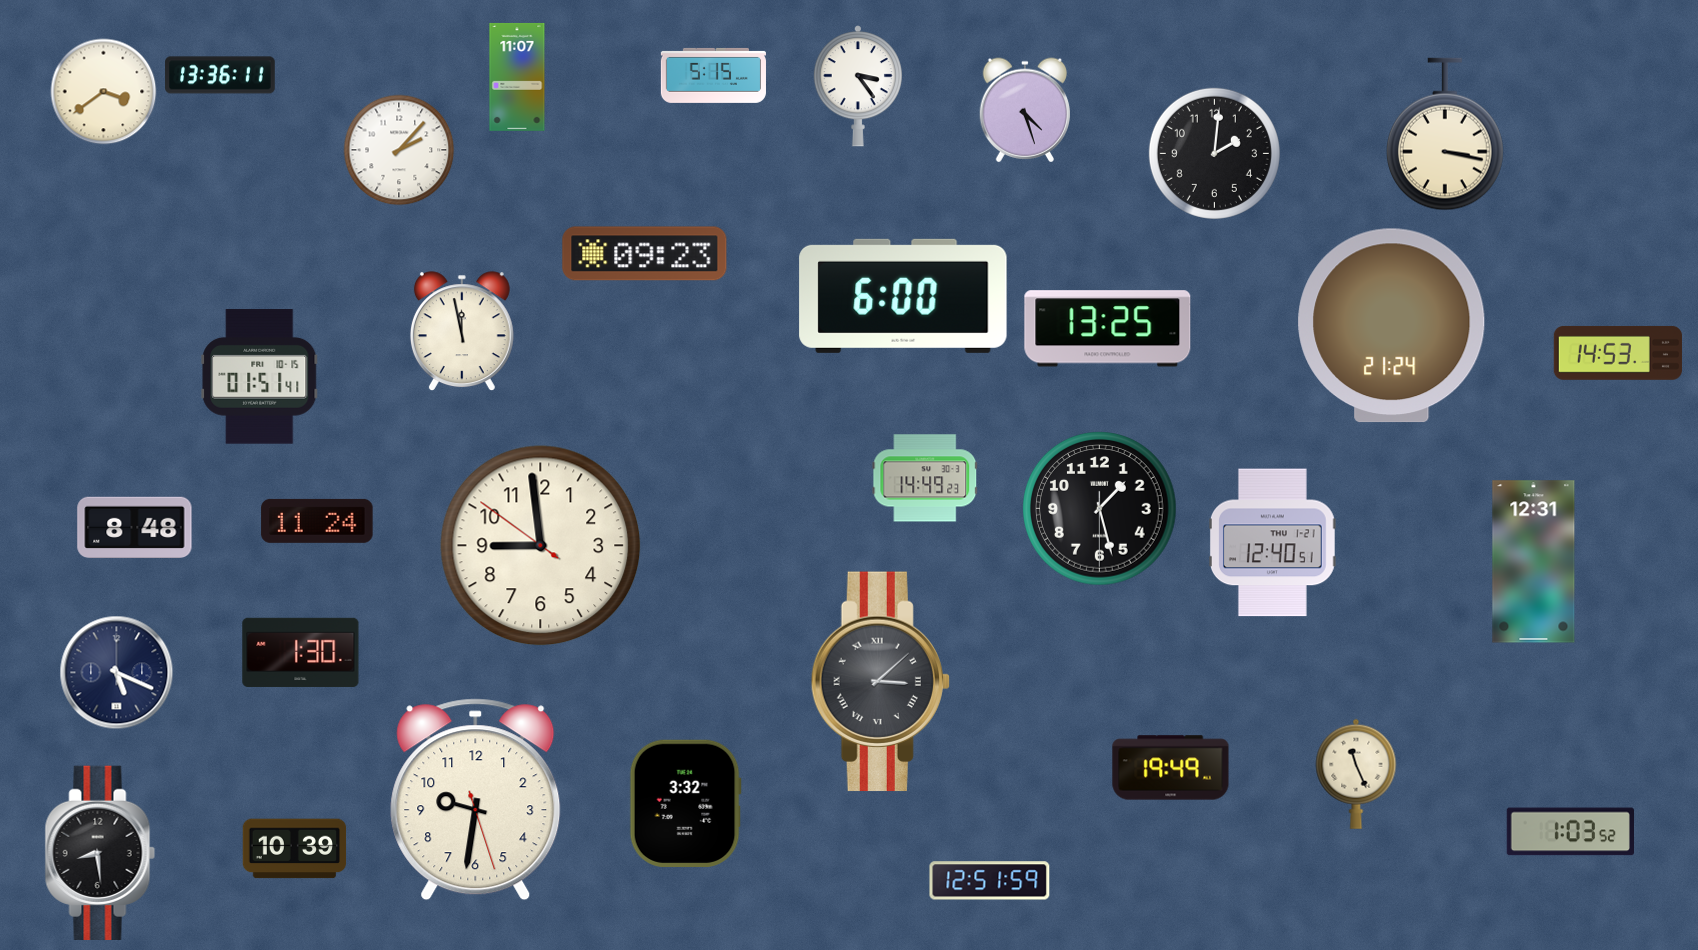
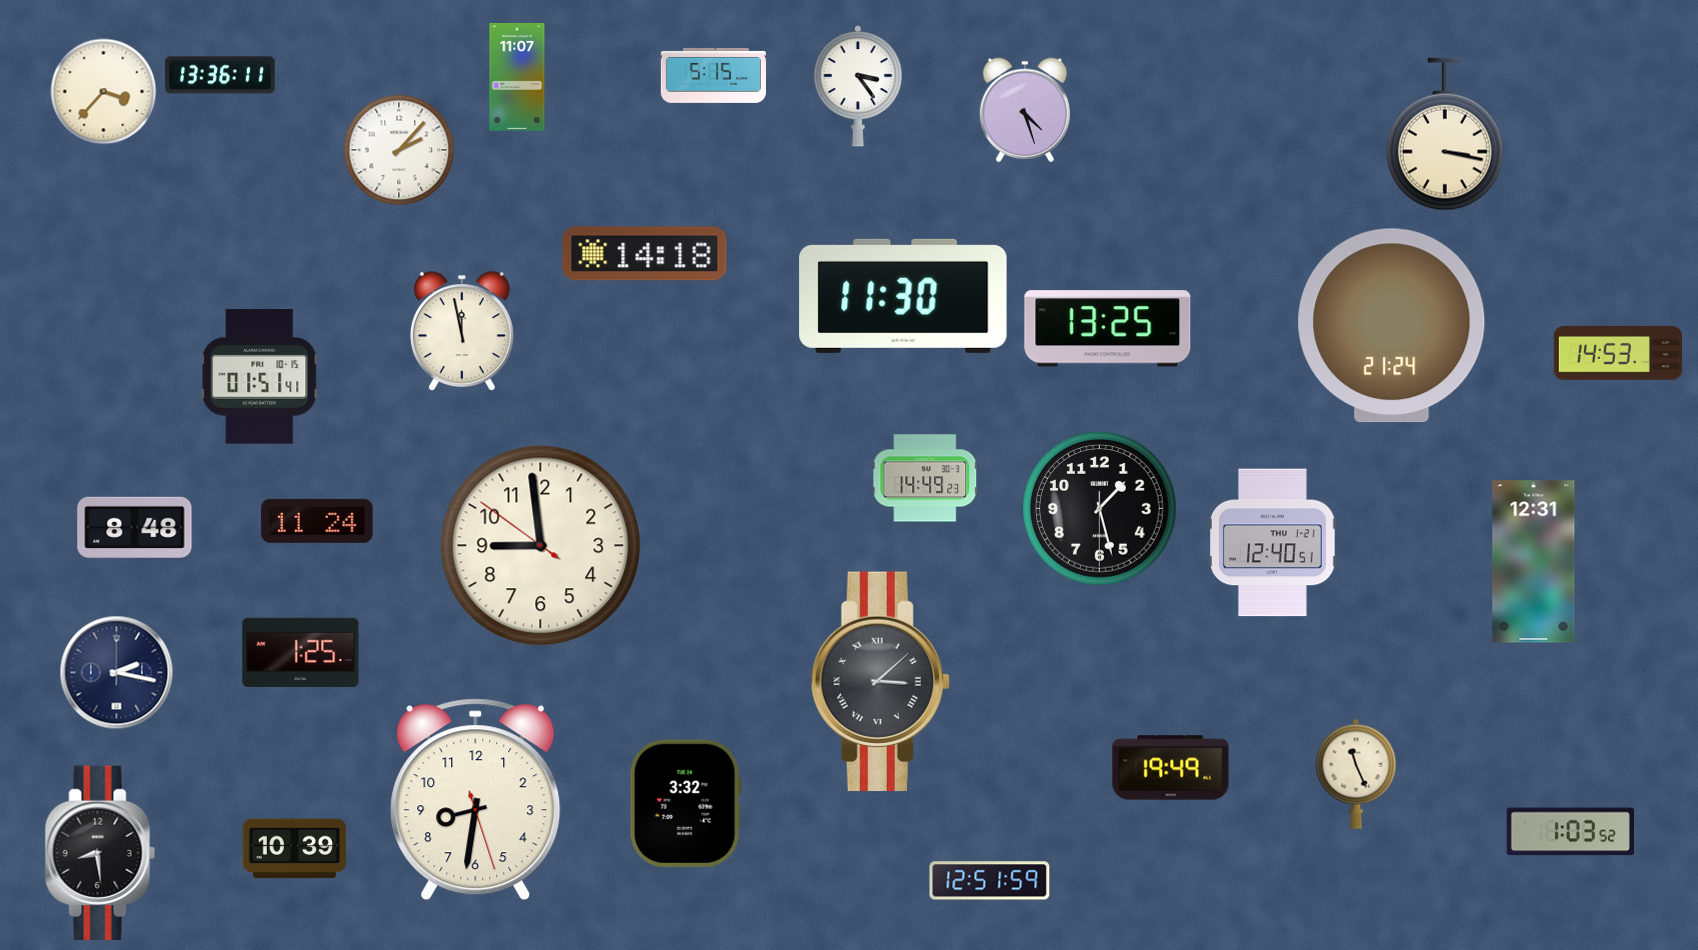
clock at (104, 92): 3:39 -> 3:37
clock at (1214, 153): 2:01 -> none
clock at (645, 254): 09:23 -> 14:18
clock at (903, 296): 6:00 -> 11:30
clock at (301, 652): 1:30 -> 1:25
clock at (117, 673): 5:19 -> 2:17
clock at (476, 800): 9:31 -> 8:31
